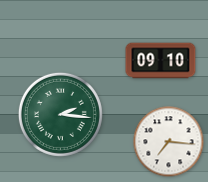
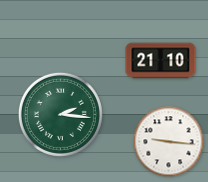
clock at (161, 61): 09:10 -> 21:10
clock at (169, 142): 7:16 -> 9:16
